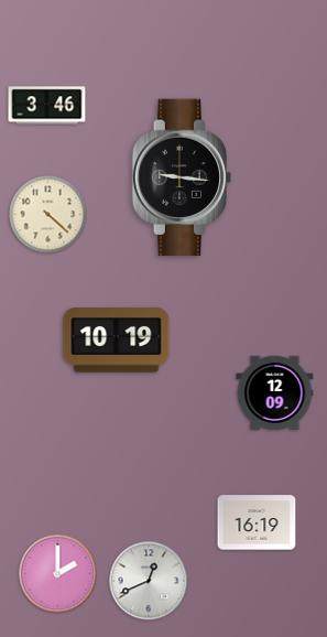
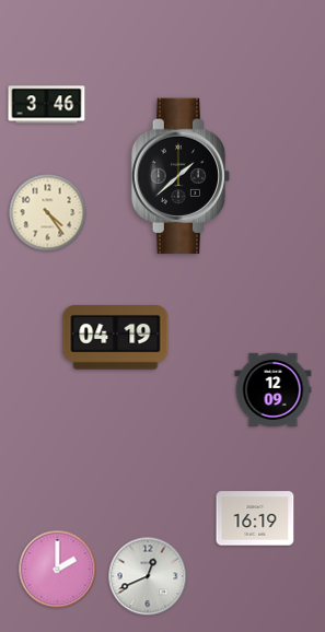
clock at (182, 177): 9:16 -> 1:38
clock at (48, 215): 4:22 -> 4:24
clock at (117, 341): 10:19 -> 04:19
